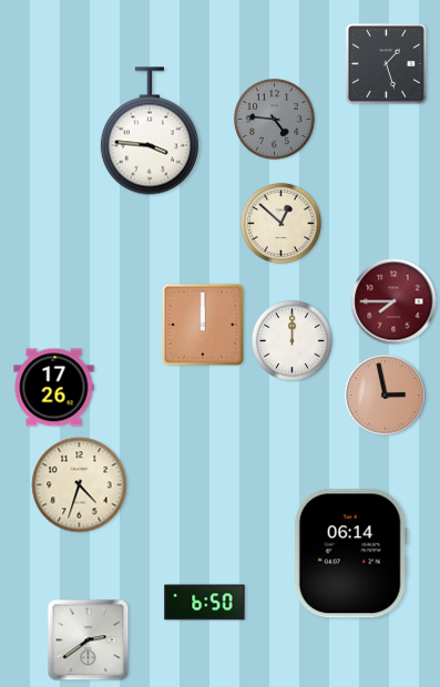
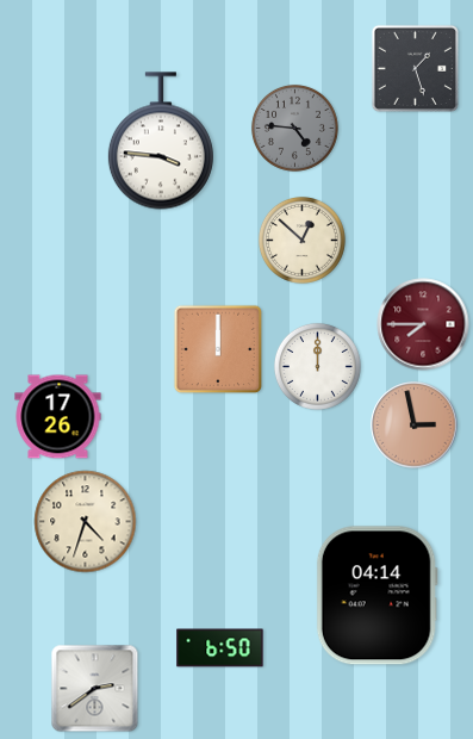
clock at (291, 340) position: (291, 340) -> (317, 366)
clock at (350, 554): 06:14 -> 04:14
